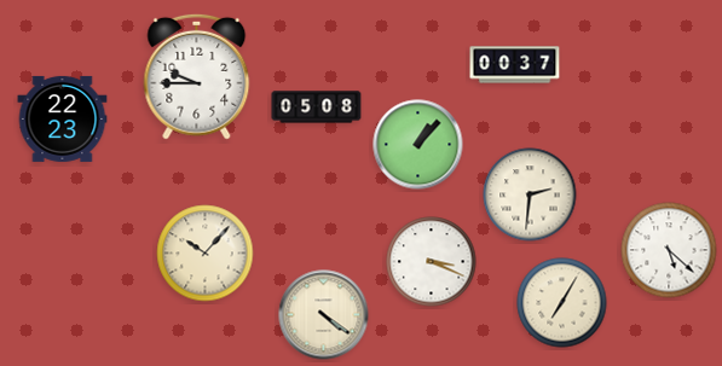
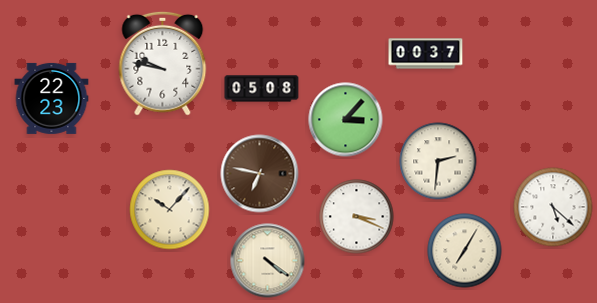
clock at (197, 76): 9:45 -> 9:47
clock at (418, 145): 1:07 -> 3:07
clock at (260, 174): none -> 6:47
